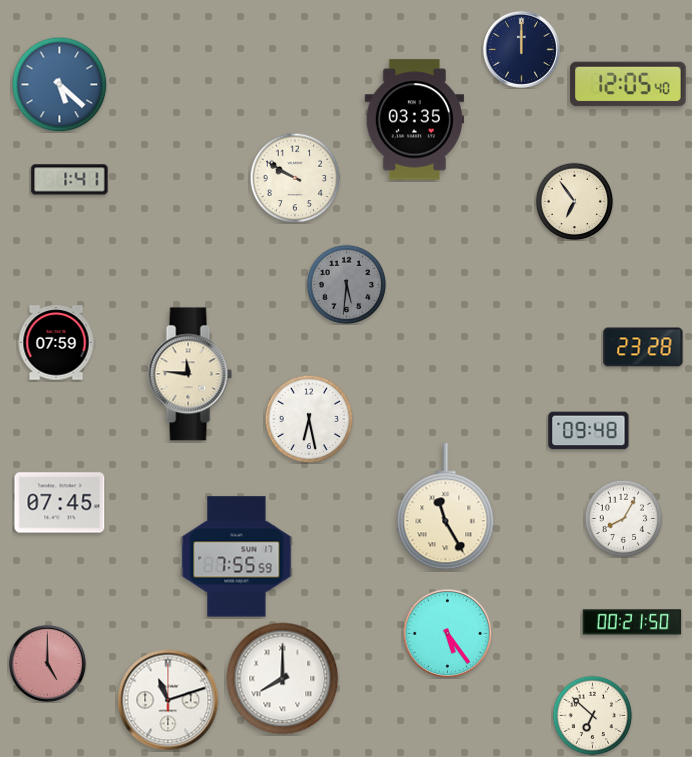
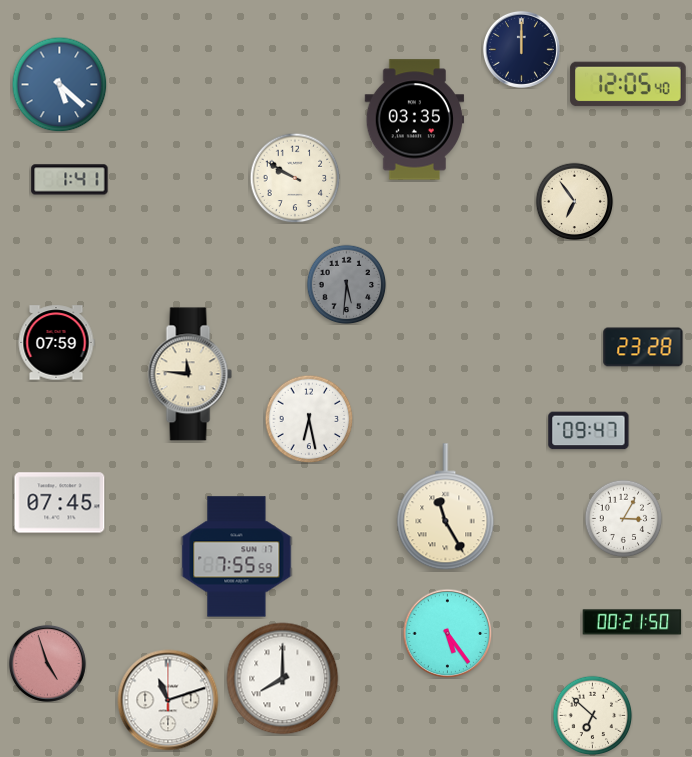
clock at (589, 431): 09:48 -> 09:47
clock at (623, 518): 8:05 -> 3:05
clock at (47, 663): 5:00 -> 4:57
